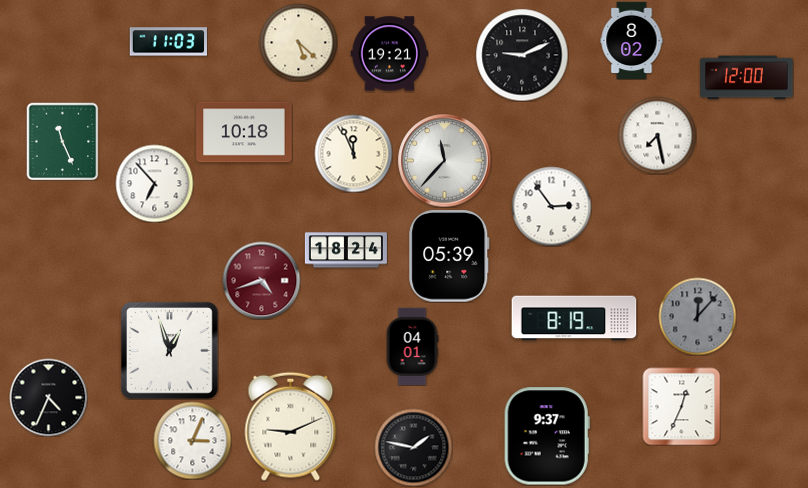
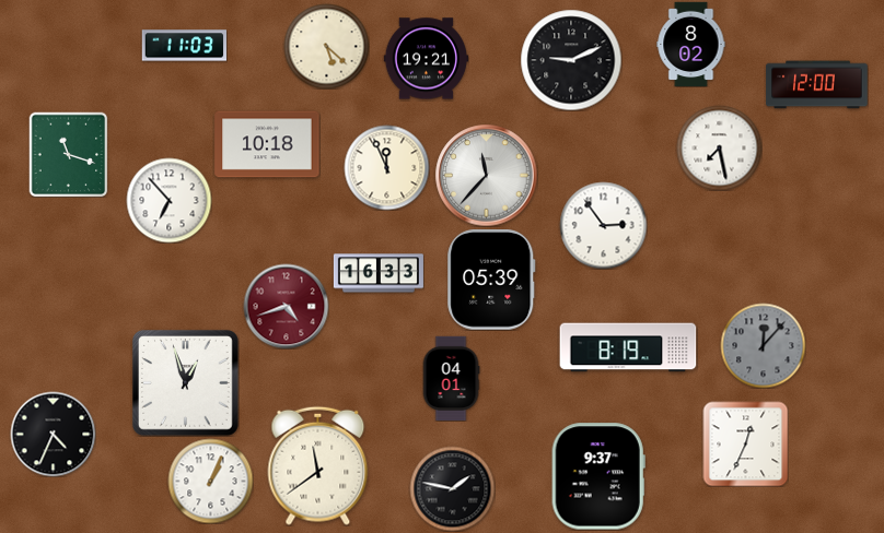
clock at (63, 141): 11:26 -> 11:18
clock at (346, 250): 18:24 -> 16:33
clock at (291, 426): 9:11 -> 11:39
clock at (192, 440): 3:04 -> 1:04
